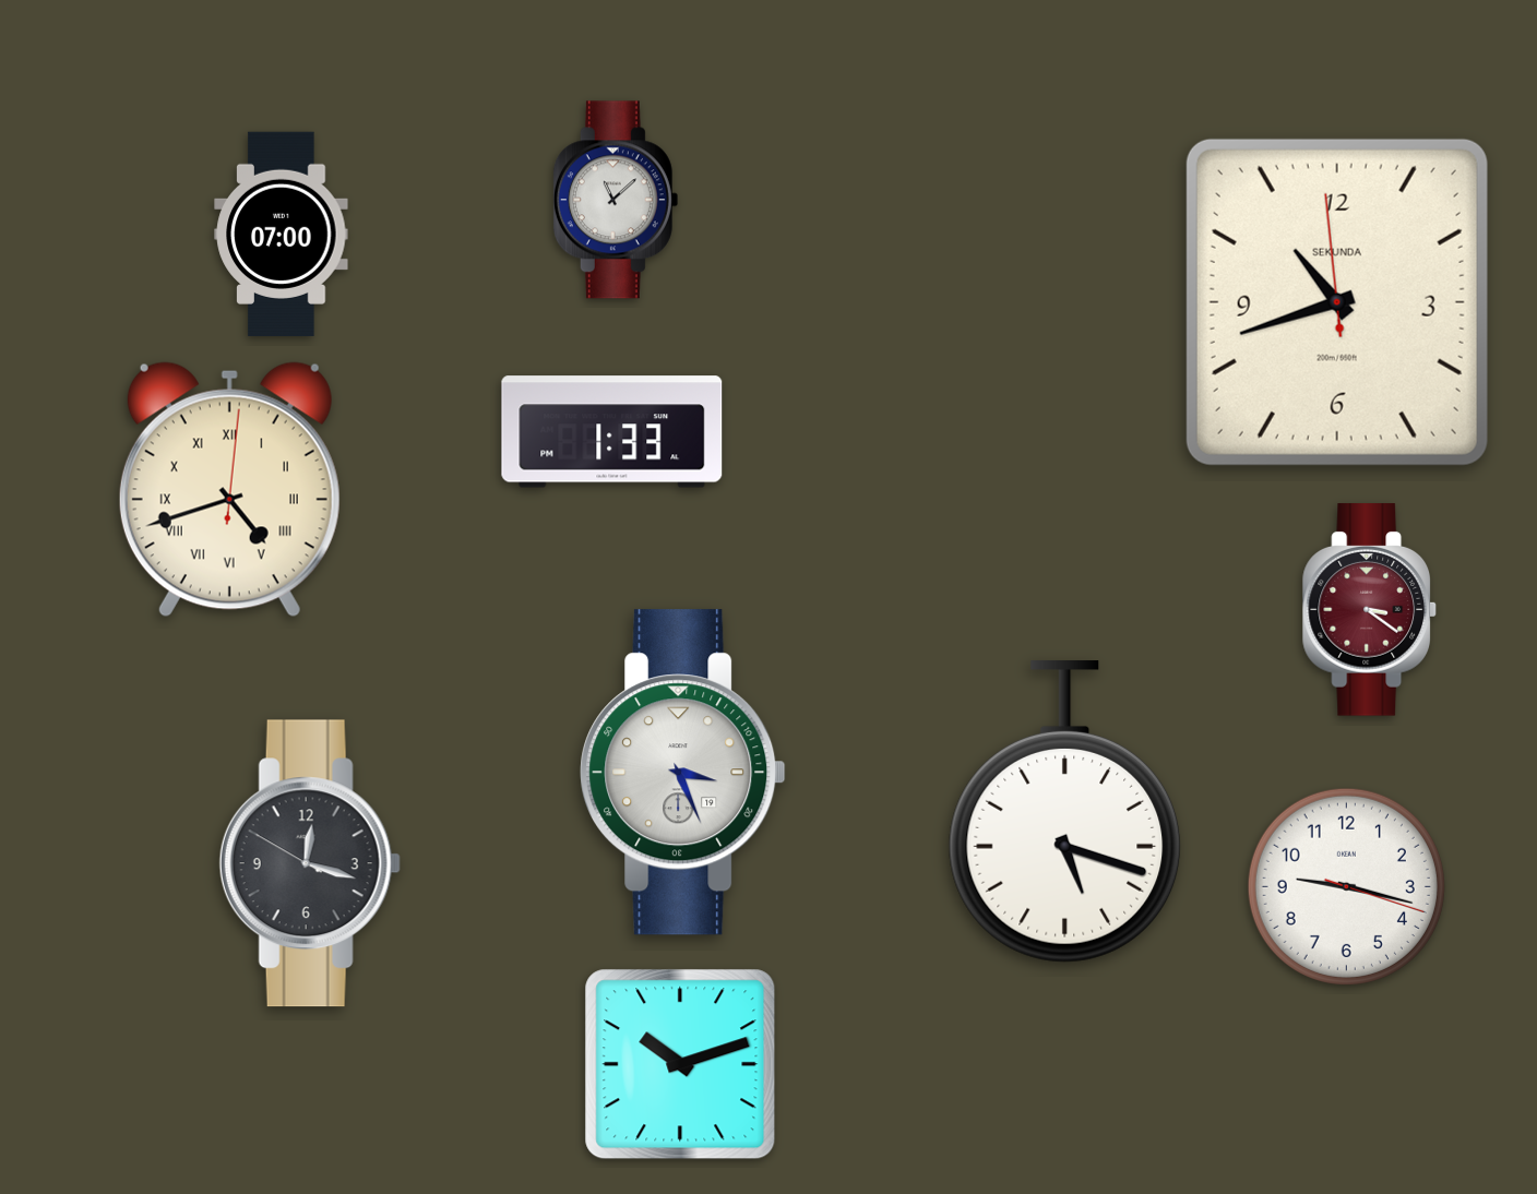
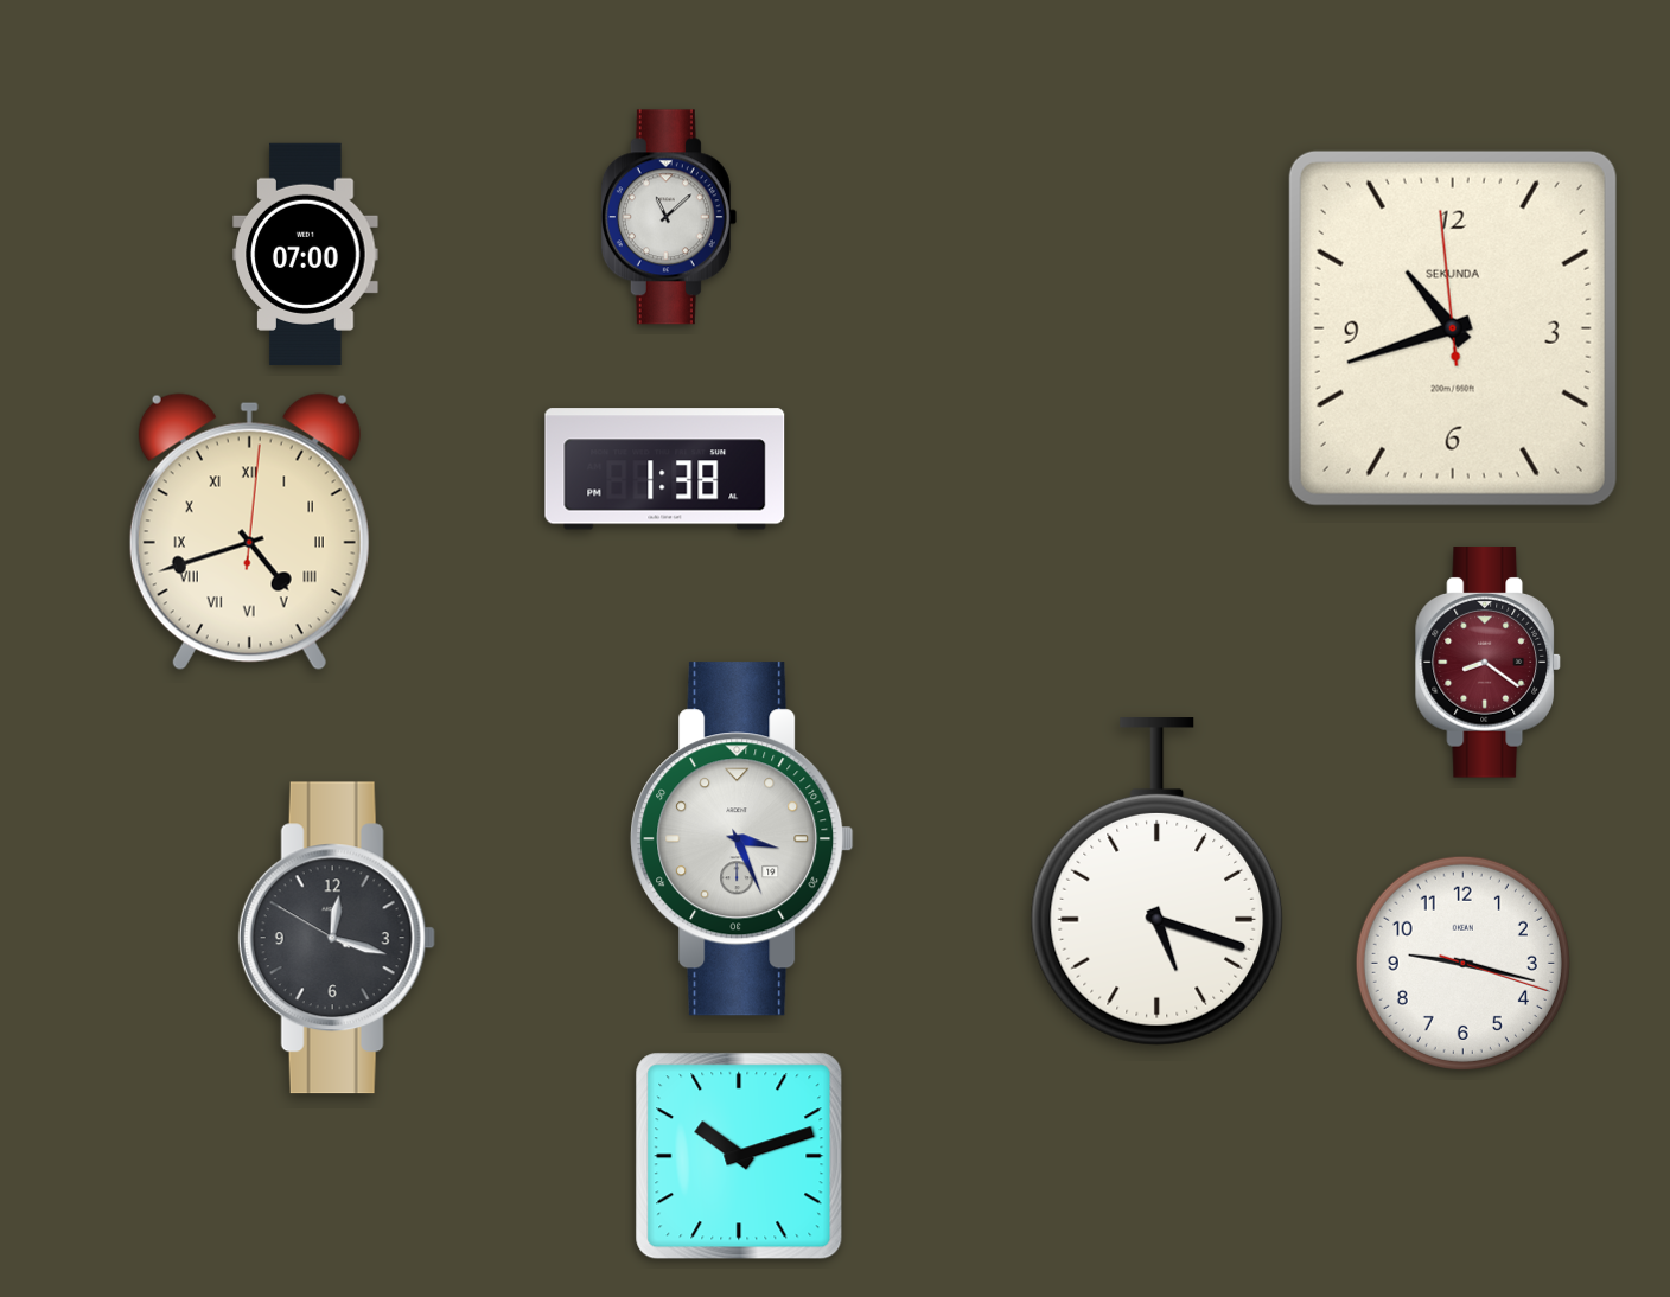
clock at (612, 432): 1:33 -> 1:38
clock at (1369, 610): 3:21 -> 8:21
